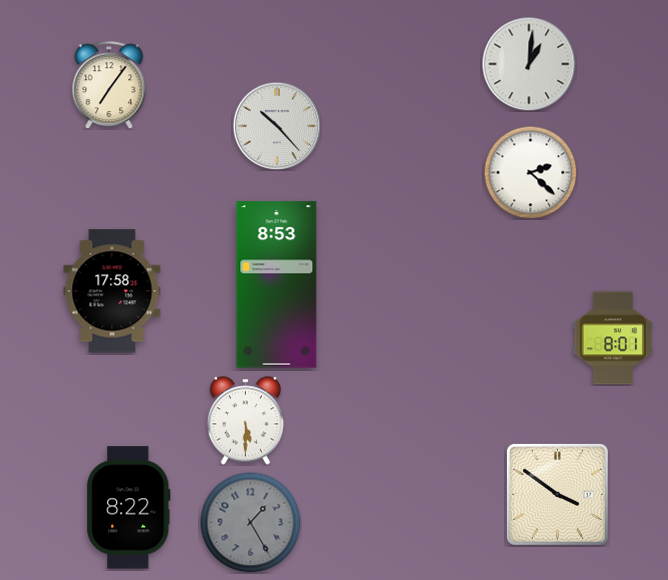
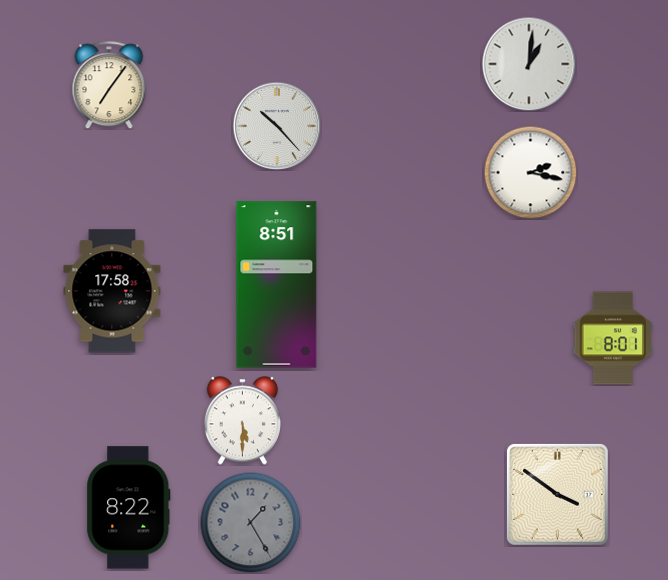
clock at (530, 172): 2:22 -> 2:17
clock at (277, 285): 8:53 -> 8:51
clock at (245, 421) position: (245, 421) -> (242, 421)
